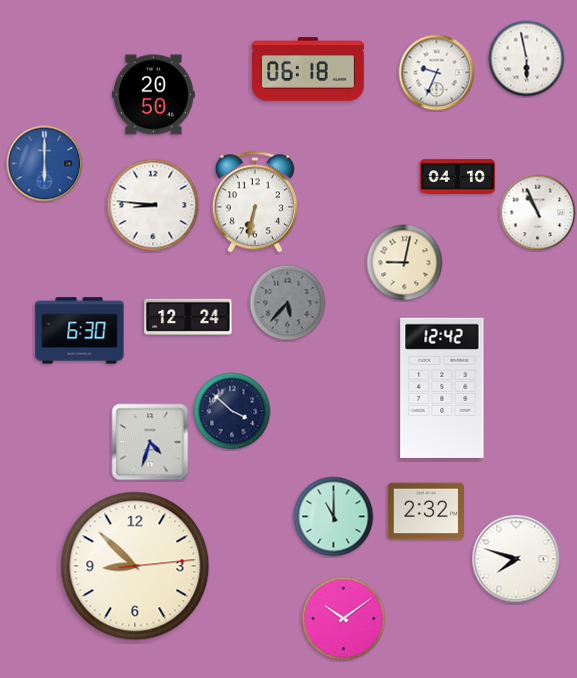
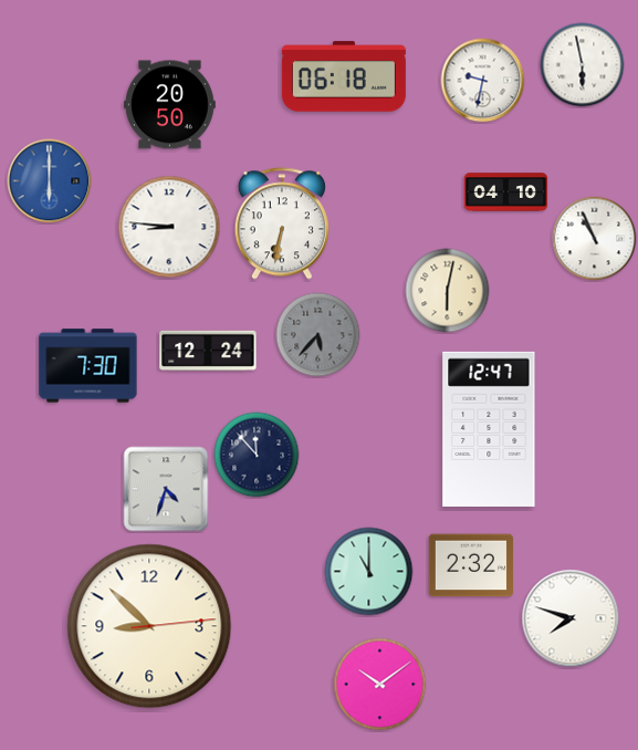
clock at (308, 69) position: (308, 69) -> (344, 76)
clock at (437, 73): 9:34 -> 9:32
clock at (458, 177) position: (458, 177) -> (506, 192)
clock at (538, 213) position: (538, 213) -> (595, 239)
clock at (405, 263): 9:02 -> 6:02
clock at (80, 331): 6:30 -> 7:30
clock at (442, 388): 12:42 -> 12:47
clock at (232, 411): 3:52 -> 11:53
